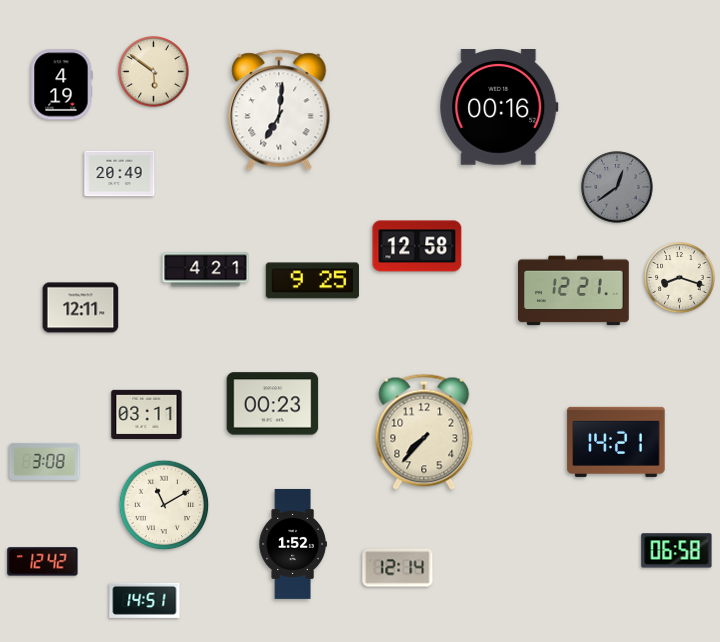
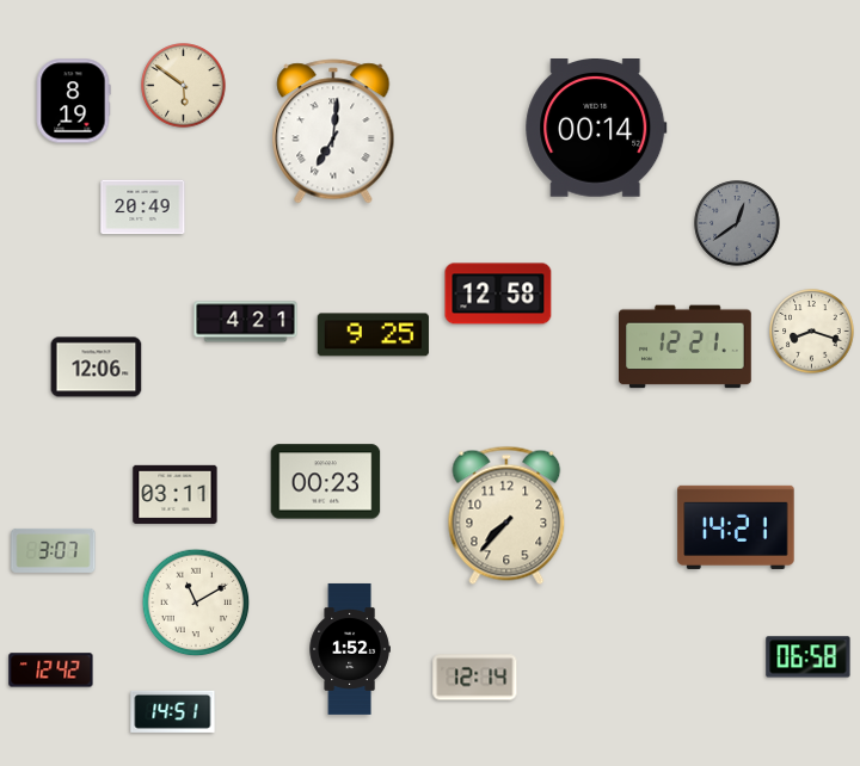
clock at (61, 85): 4:19 -> 8:19
clock at (499, 108): 00:16 -> 00:14
clock at (81, 308): 12:11 -> 12:06
clock at (45, 461): 3:08 -> 3:07
clock at (145, 600) position: (145, 600) -> (173, 711)
